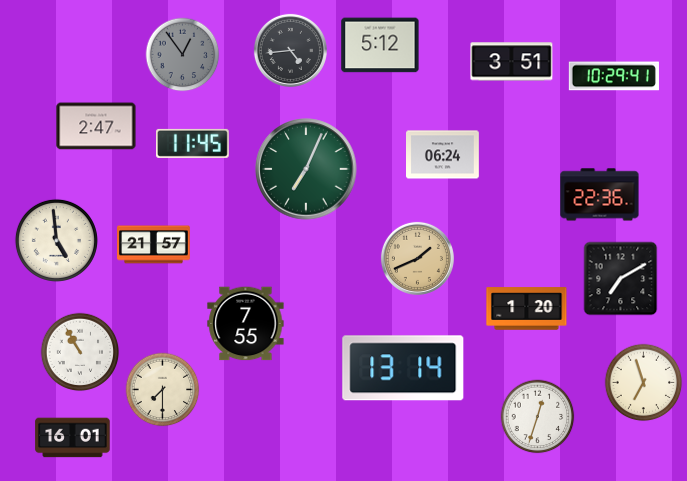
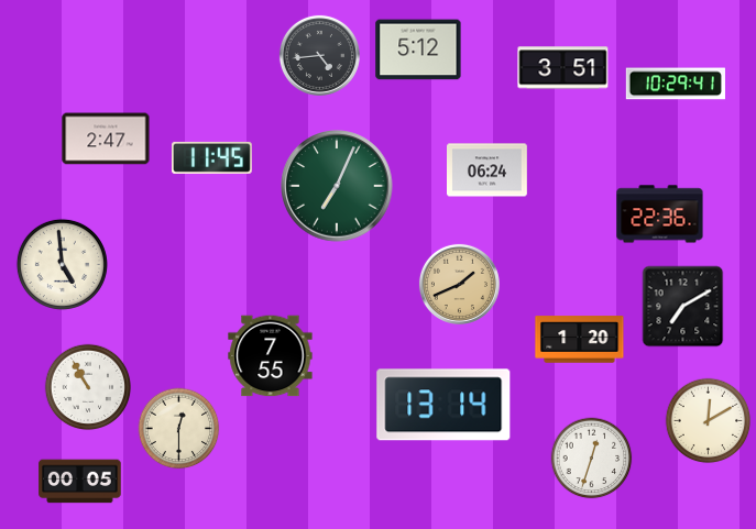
clock at (183, 55): 12:54 -> none
clock at (154, 245): 21:57 -> none
clock at (644, 383): 6:57 -> 12:10
clock at (163, 390): 7:30 -> 12:30
clock at (73, 438): 16:01 -> 00:05
